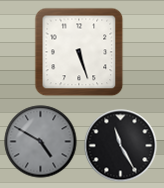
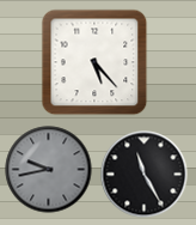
clock at (79, 52): 5:27 -> 5:23
clock at (41, 142): 4:50 -> 9:43
